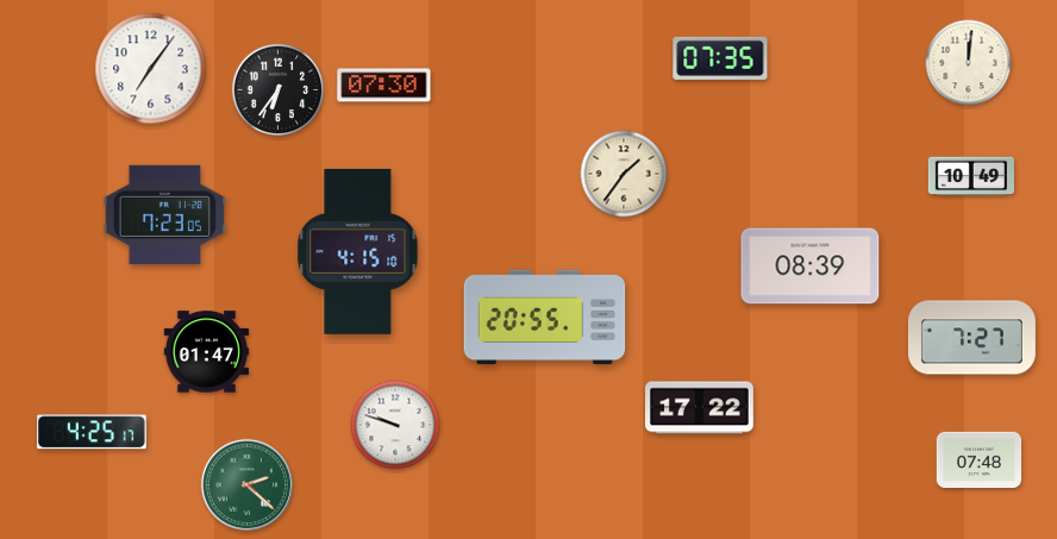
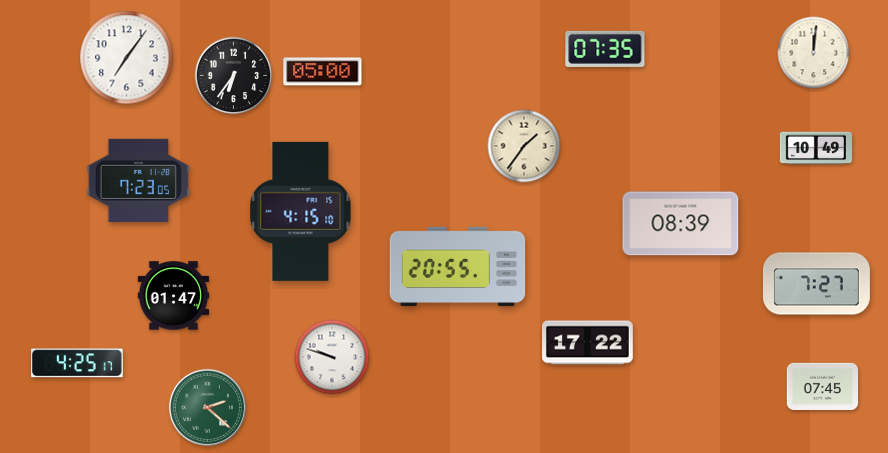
clock at (384, 86): 07:30 -> 05:00
clock at (980, 459): 07:48 -> 07:45
